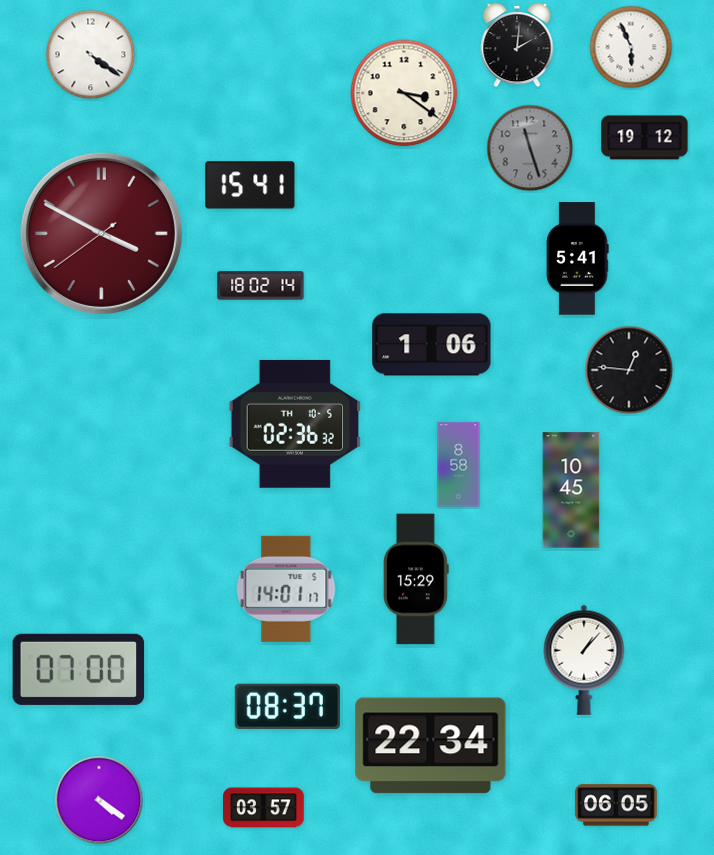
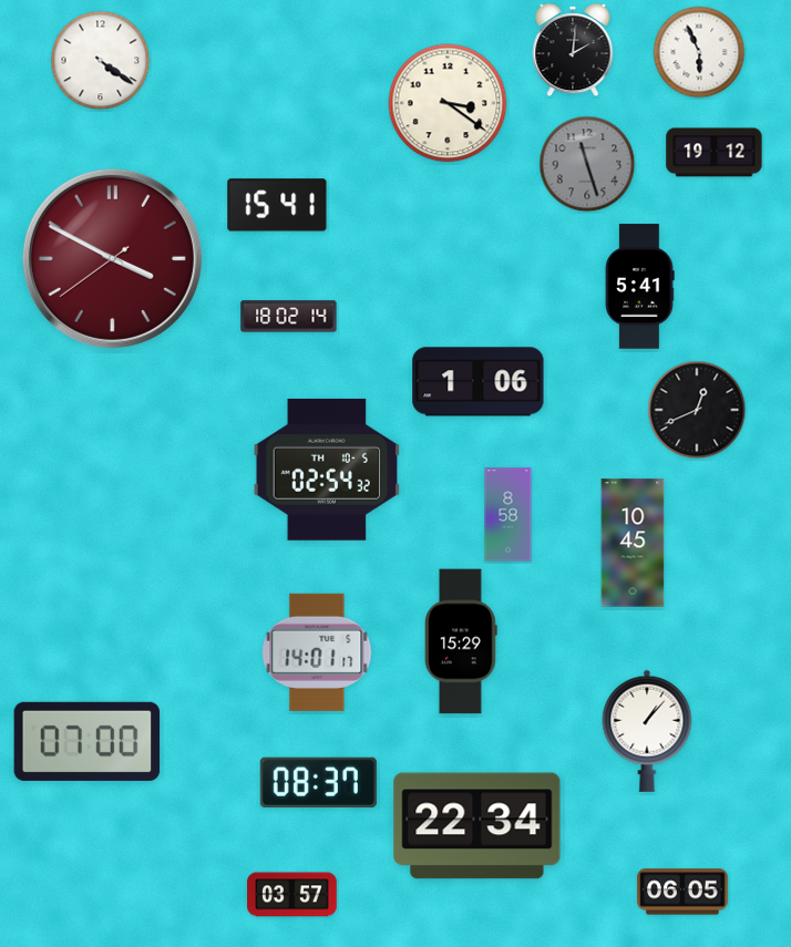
clock at (629, 370): 12:46 -> 12:41
clock at (295, 424): 02:36 -> 02:54
clock at (99, 800): 4:21 -> none
